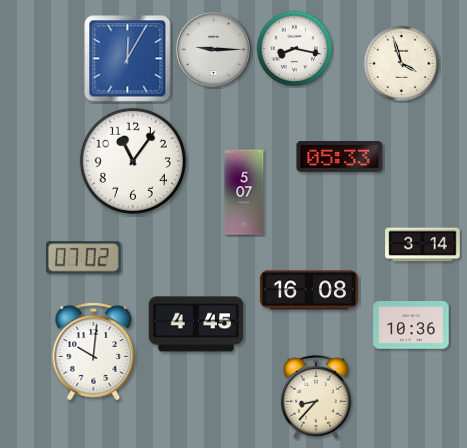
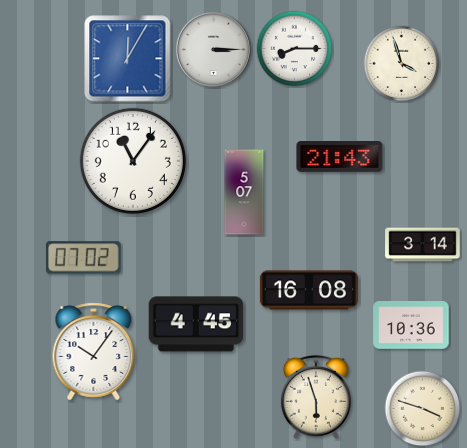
clock at (213, 49): 9:15 -> 3:15
clock at (295, 49): 8:17 -> 8:15
clock at (340, 157): 05:33 -> 21:43
clock at (94, 352): 10:01 -> 10:06
clock at (316, 397): 8:37 -> 5:57
clock at (423, 409): none -> 3:48
